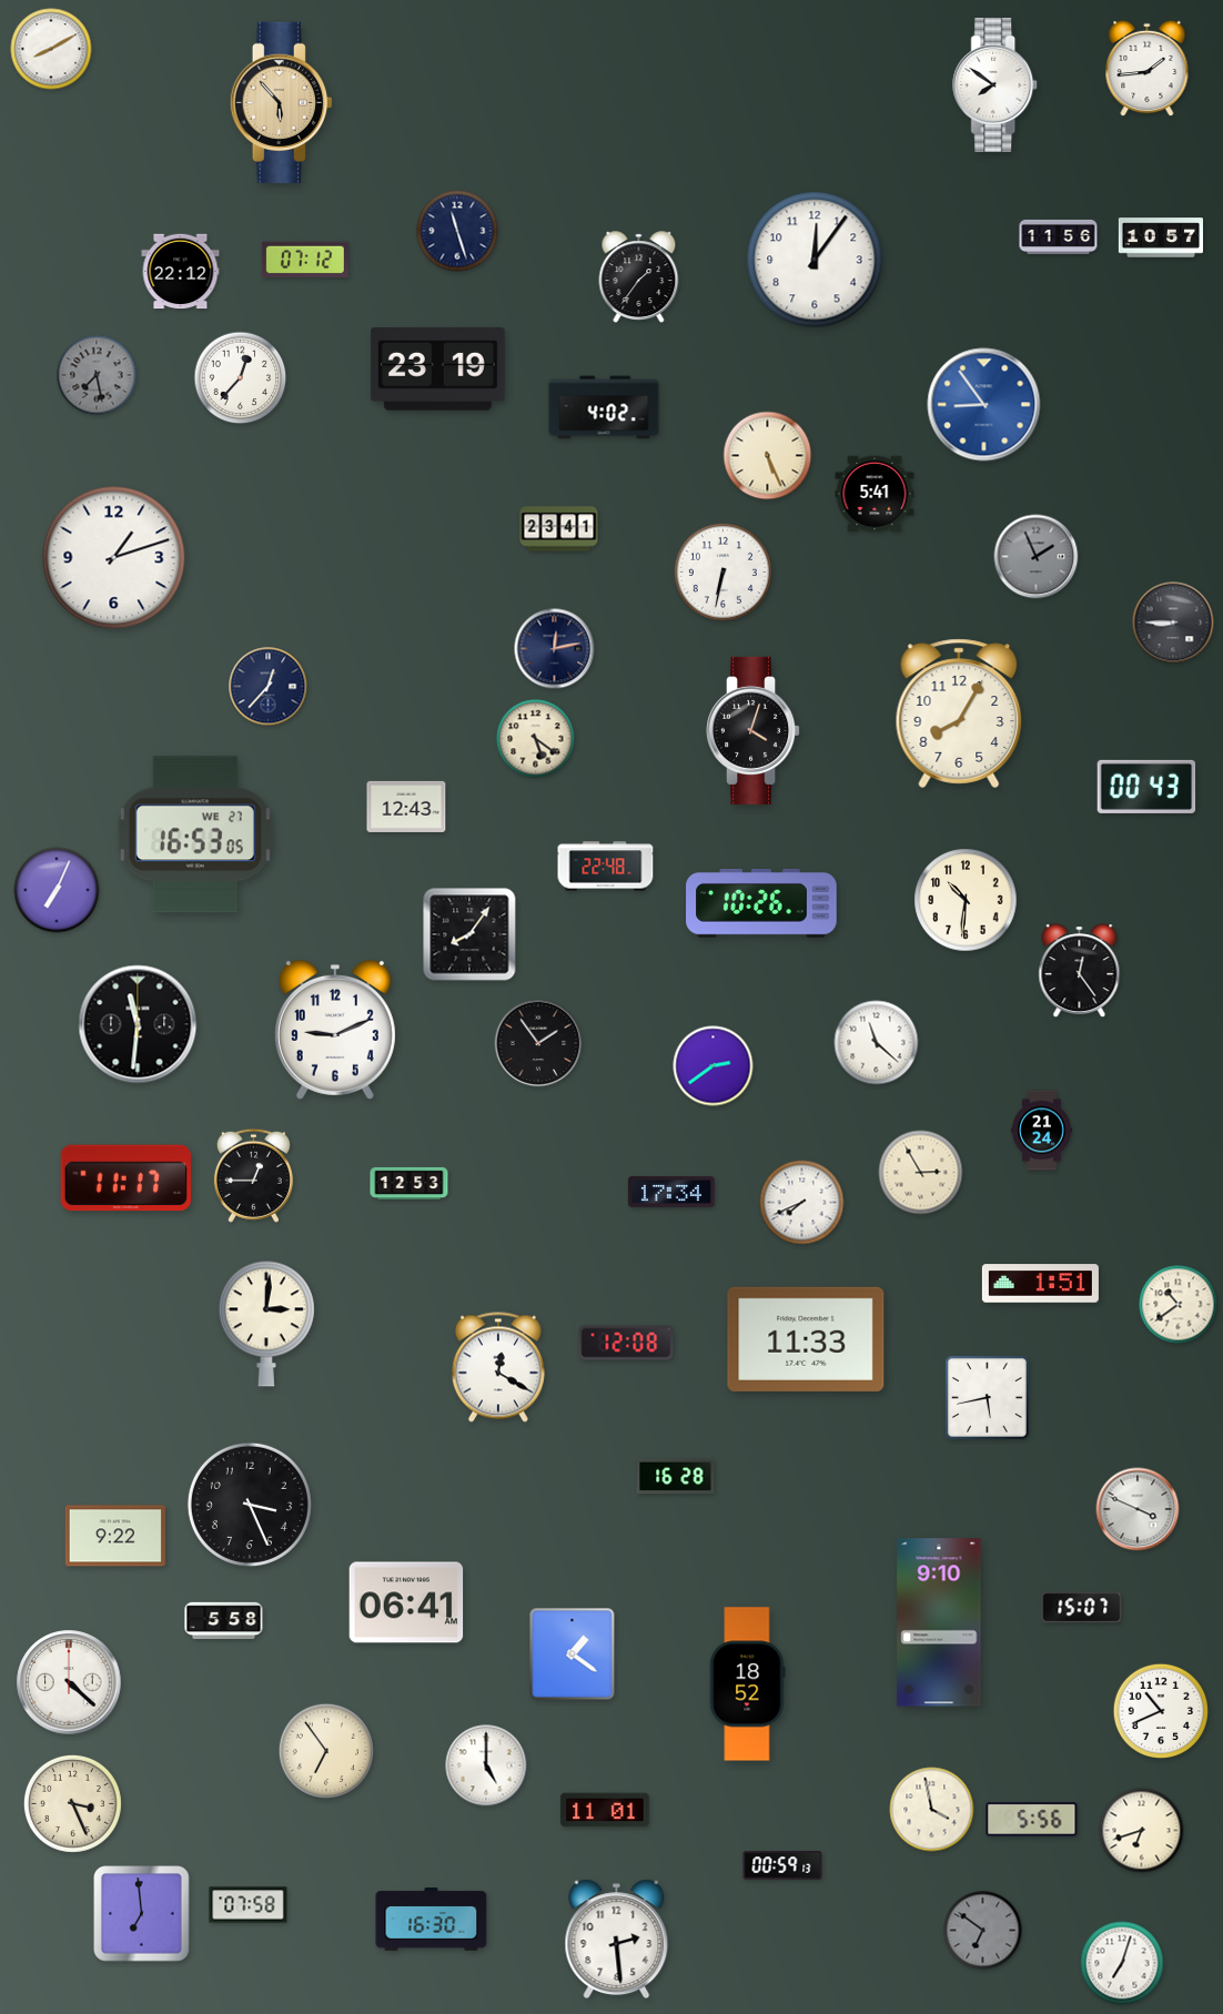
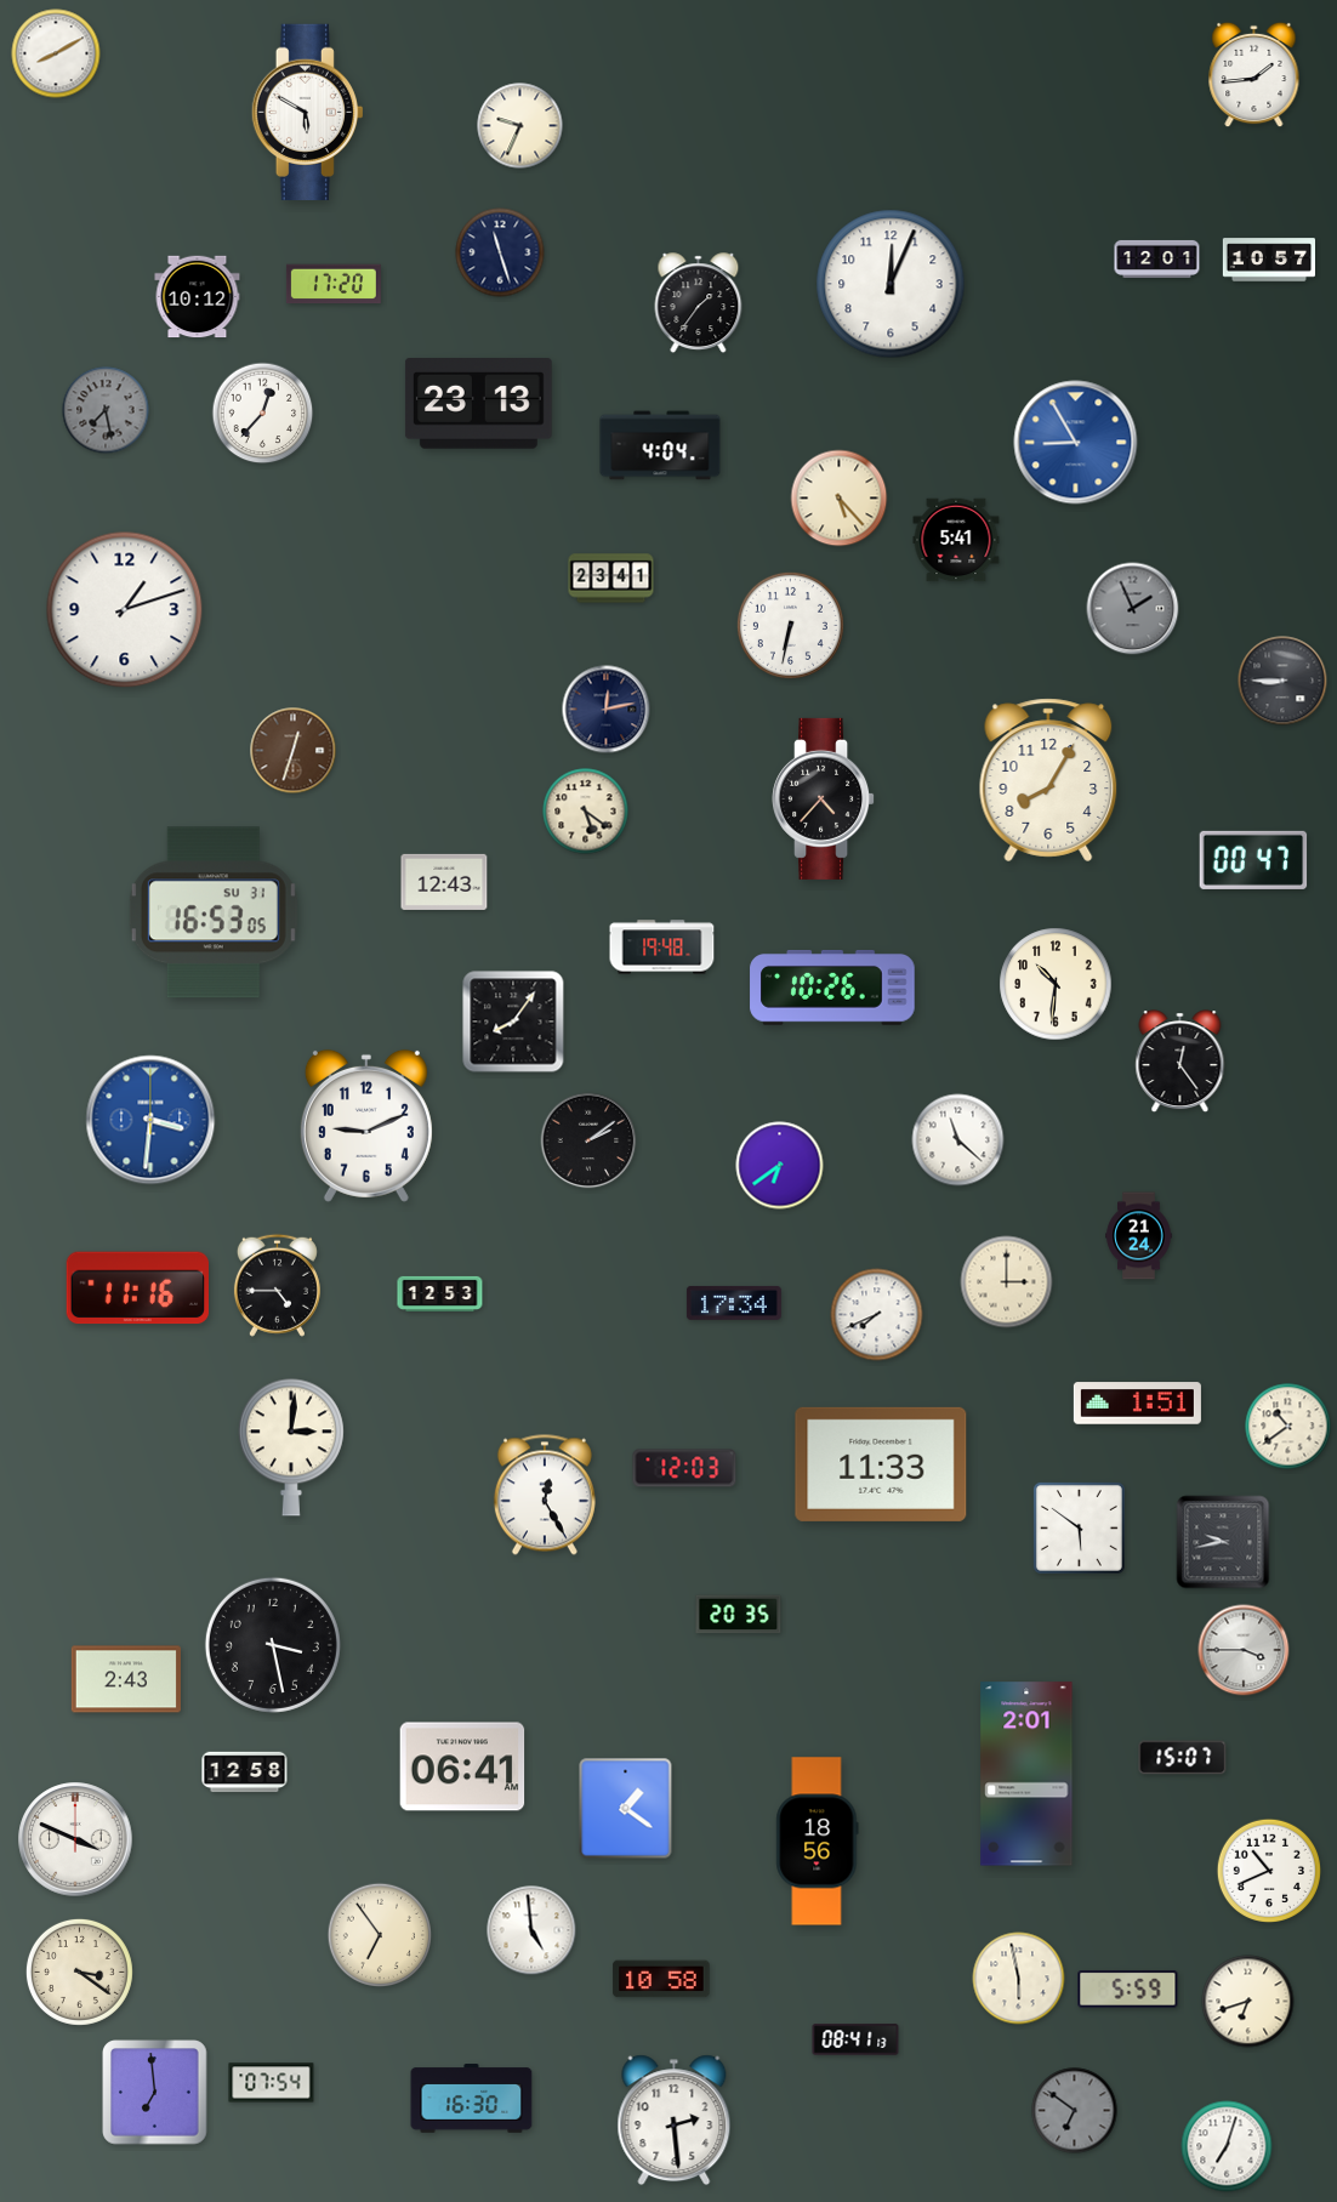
clock at (995, 85): 7:51 -> none
clock at (281, 102): 5:53 -> 5:50
clock at (281, 102) dial: champagne -> white
clock at (520, 126): none -> 9:34
clock at (1059, 236): 11:56 -> 12:01
clock at (305, 260): 07:12 -> 17:20
clock at (815, 260): 12:06 -> 12:04
clock at (181, 272): 22:12 -> 10:12
clock at (437, 370): 23:19 -> 23:13
clock at (984, 405): 8:54 -> 8:55
clock at (604, 407): 4:02 -> 4:04
clock at (768, 456): 5:26 -> 5:23
clock at (269, 687): 12:37 -> 12:33
clock at (269, 687) dial: navy -> brown
clock at (754, 730): 4:03 -> 4:37
clock at (536, 739) position: (536, 739) -> (586, 812)
clock at (1146, 787): 00:43 -> 00:47
clock at (195, 834) date: WE 27 -> SU 31
clock at (606, 867): 22:48 -> 19:48
clock at (57, 890): 7:04 -> none
clock at (138, 1024): 11:31 -> 3:31
clock at (138, 1024) dial: black -> blue
clock at (538, 1043): 1:54 -> 2:09
clock at (714, 1066): 2:39 -> 6:39
clock at (921, 1173): 2:55 -> 3:00
clock at (253, 1175): 12:45 -> 4:45
clock at (125, 1178): 11:17 -> 11:16
clock at (410, 1183) position: (410, 1183) -> (440, 1293)
clock at (626, 1343): 12:08 -> 12:03
clock at (498, 1367): 12:20 -> 12:25
clock at (987, 1397): 5:43 -> 5:51
clock at (1223, 1542): none -> 9:43
clock at (676, 1477): 16:28 -> 20:35
clock at (250, 1505): 3:26 -> 3:28
clock at (1138, 1509): 3:49 -> 3:45
clock at (115, 1536): 9:22 -> 2:43
clock at (406, 1602) position: (406, 1602) -> (462, 1766)
clock at (224, 1621): 5:58 -> 12:58
clock at (939, 1622): 9:10 -> 2:01
clock at (69, 1682): 4:22 -> 3:49
clock at (748, 1684): 18:52 -> 18:56
clock at (325, 1750) position: (325, 1750) -> (379, 1934)
clock at (486, 1765): 5:00 -> 4:59
clock at (72, 1803): 3:26 -> 3:21
clock at (605, 1810): 11:01 -> 10:58
clock at (932, 1810): 3:58 -> 5:58
clock at (1032, 1820): 5:56 -> 5:59
clock at (782, 1865): 00:59 -> 08:41
clock at (249, 1905): 07:58 -> 07:54
